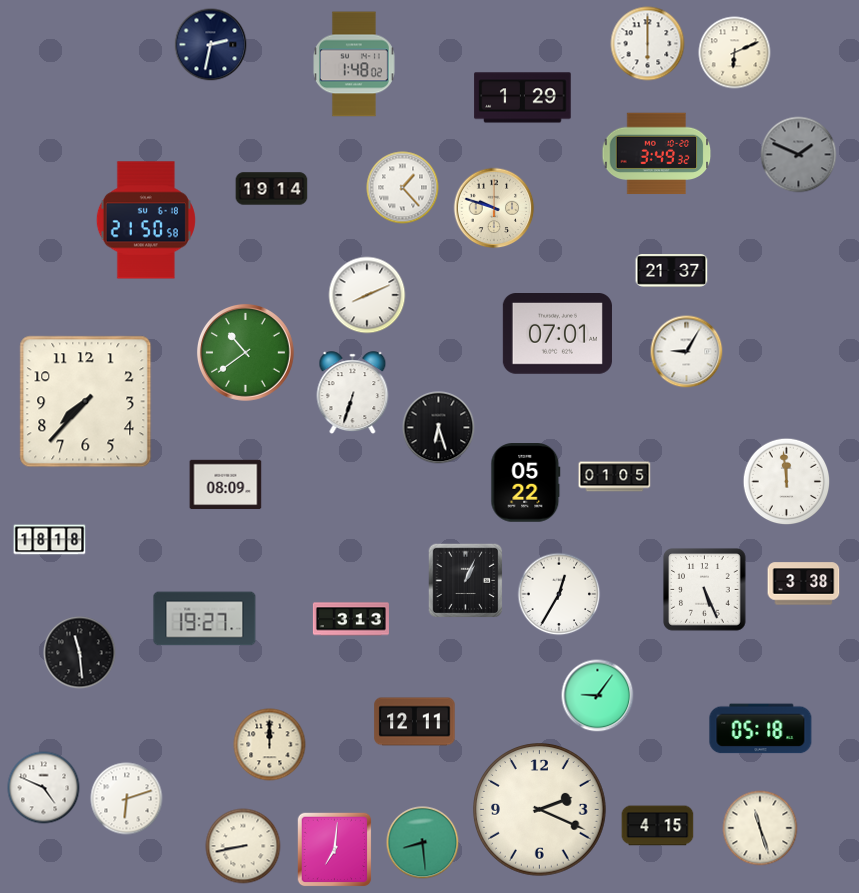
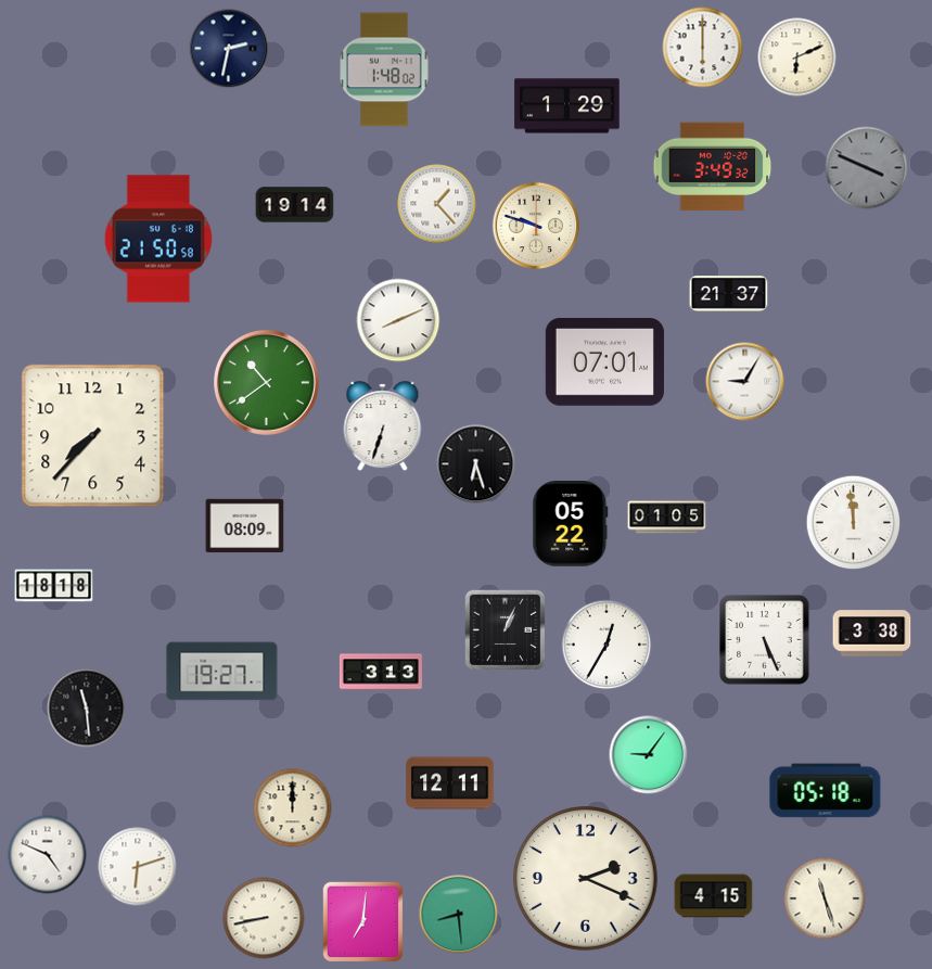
clock at (799, 155): 1:49 -> 3:49
